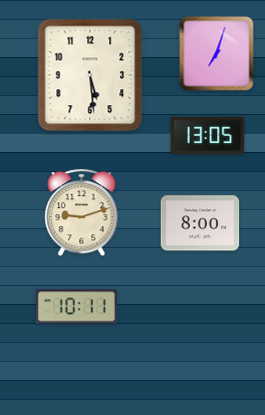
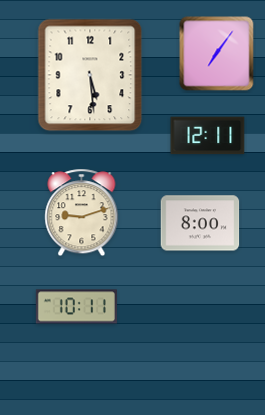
clock at (217, 54): 7:03 -> 7:06
clock at (208, 136): 13:05 -> 12:11
